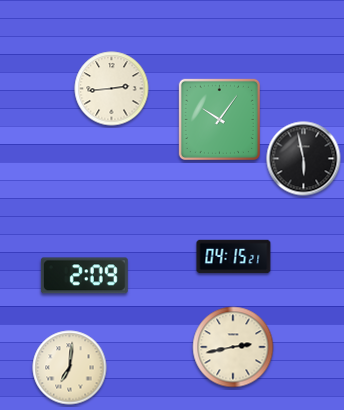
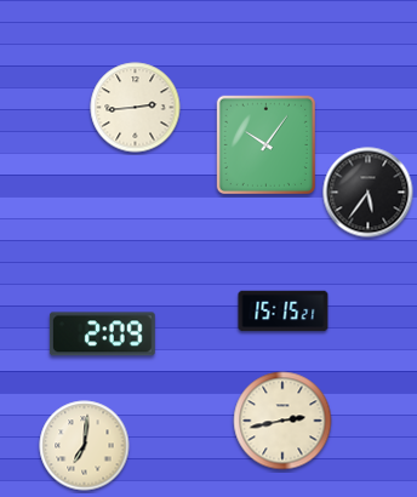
clock at (304, 159): 5:58 -> 5:36
clock at (234, 257): 04:15 -> 15:15
